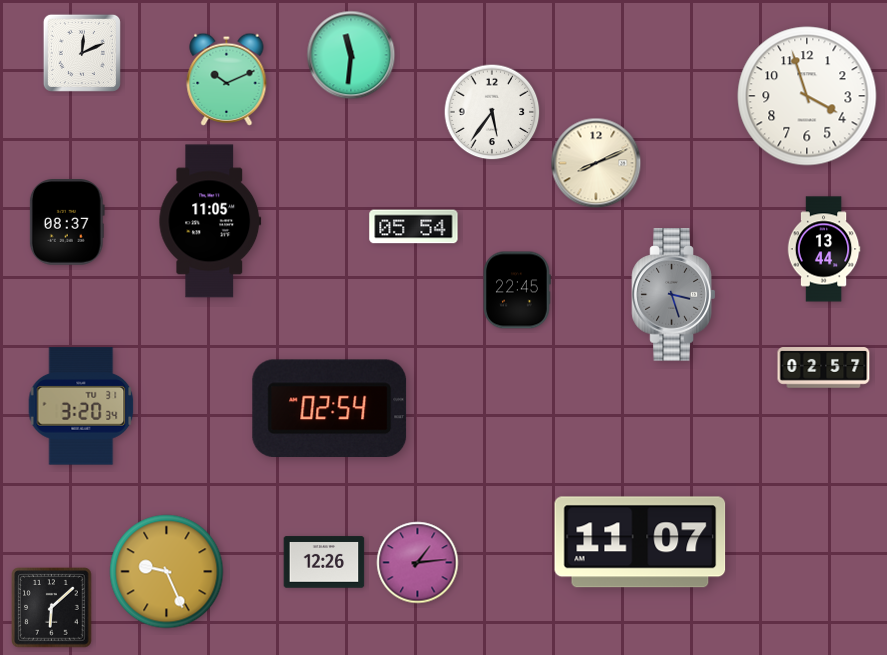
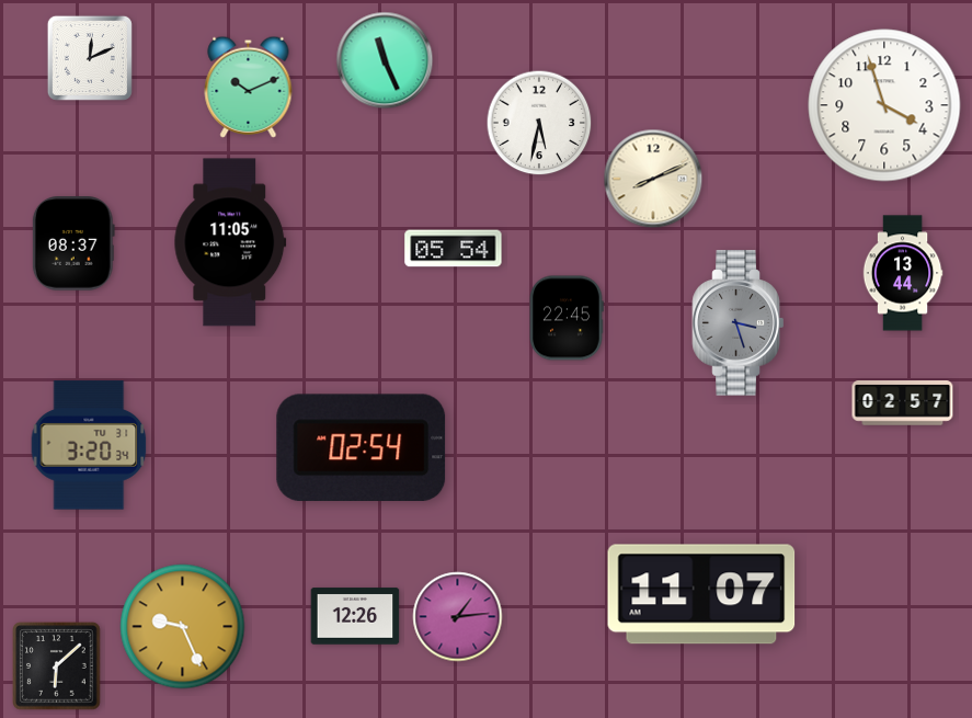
clock at (351, 55): 11:31 -> 11:26
clock at (492, 112): 5:36 -> 5:32
